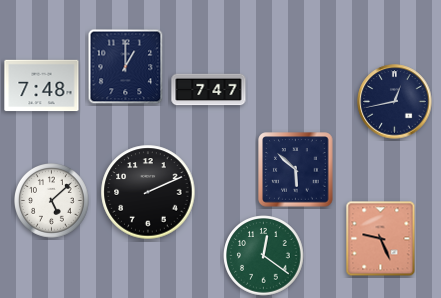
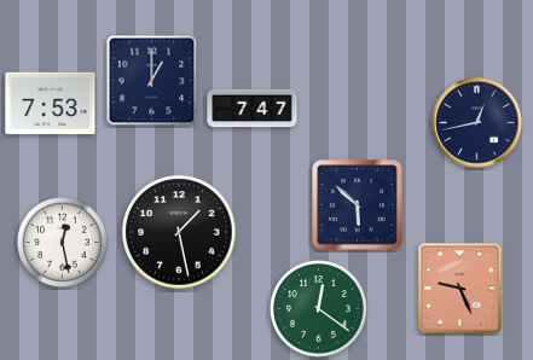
clock at (42, 86): 7:48 -> 7:53
clock at (148, 192): 2:11 -> 1:28
clock at (52, 201): 5:08 -> 12:28
